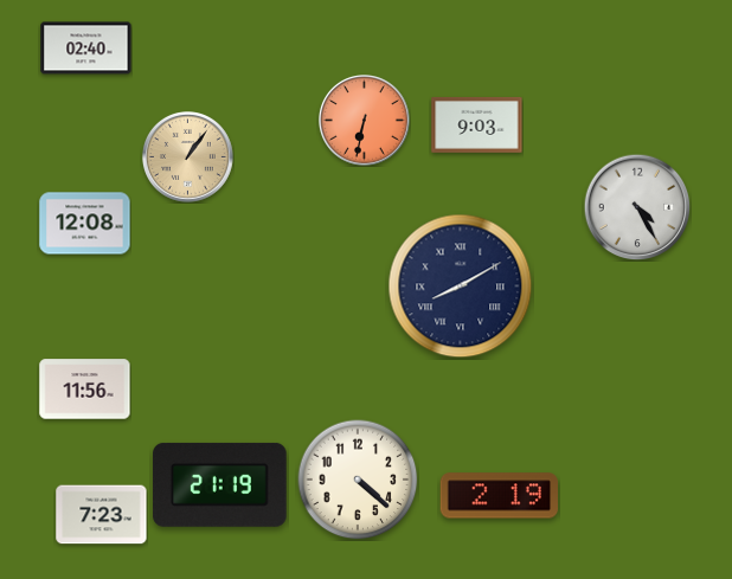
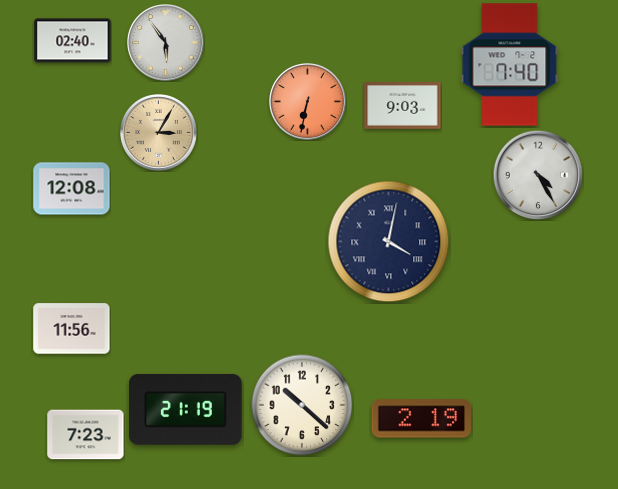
clock at (166, 43): none -> 5:54
clock at (510, 65): none -> 7:40
clock at (188, 157): 1:06 -> 3:05
clock at (461, 287): 8:10 -> 4:02
clock at (358, 480): 4:22 -> 10:22
